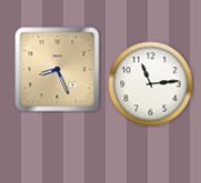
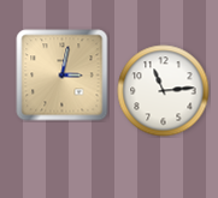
clock at (58, 70): 8:26 -> 3:02
